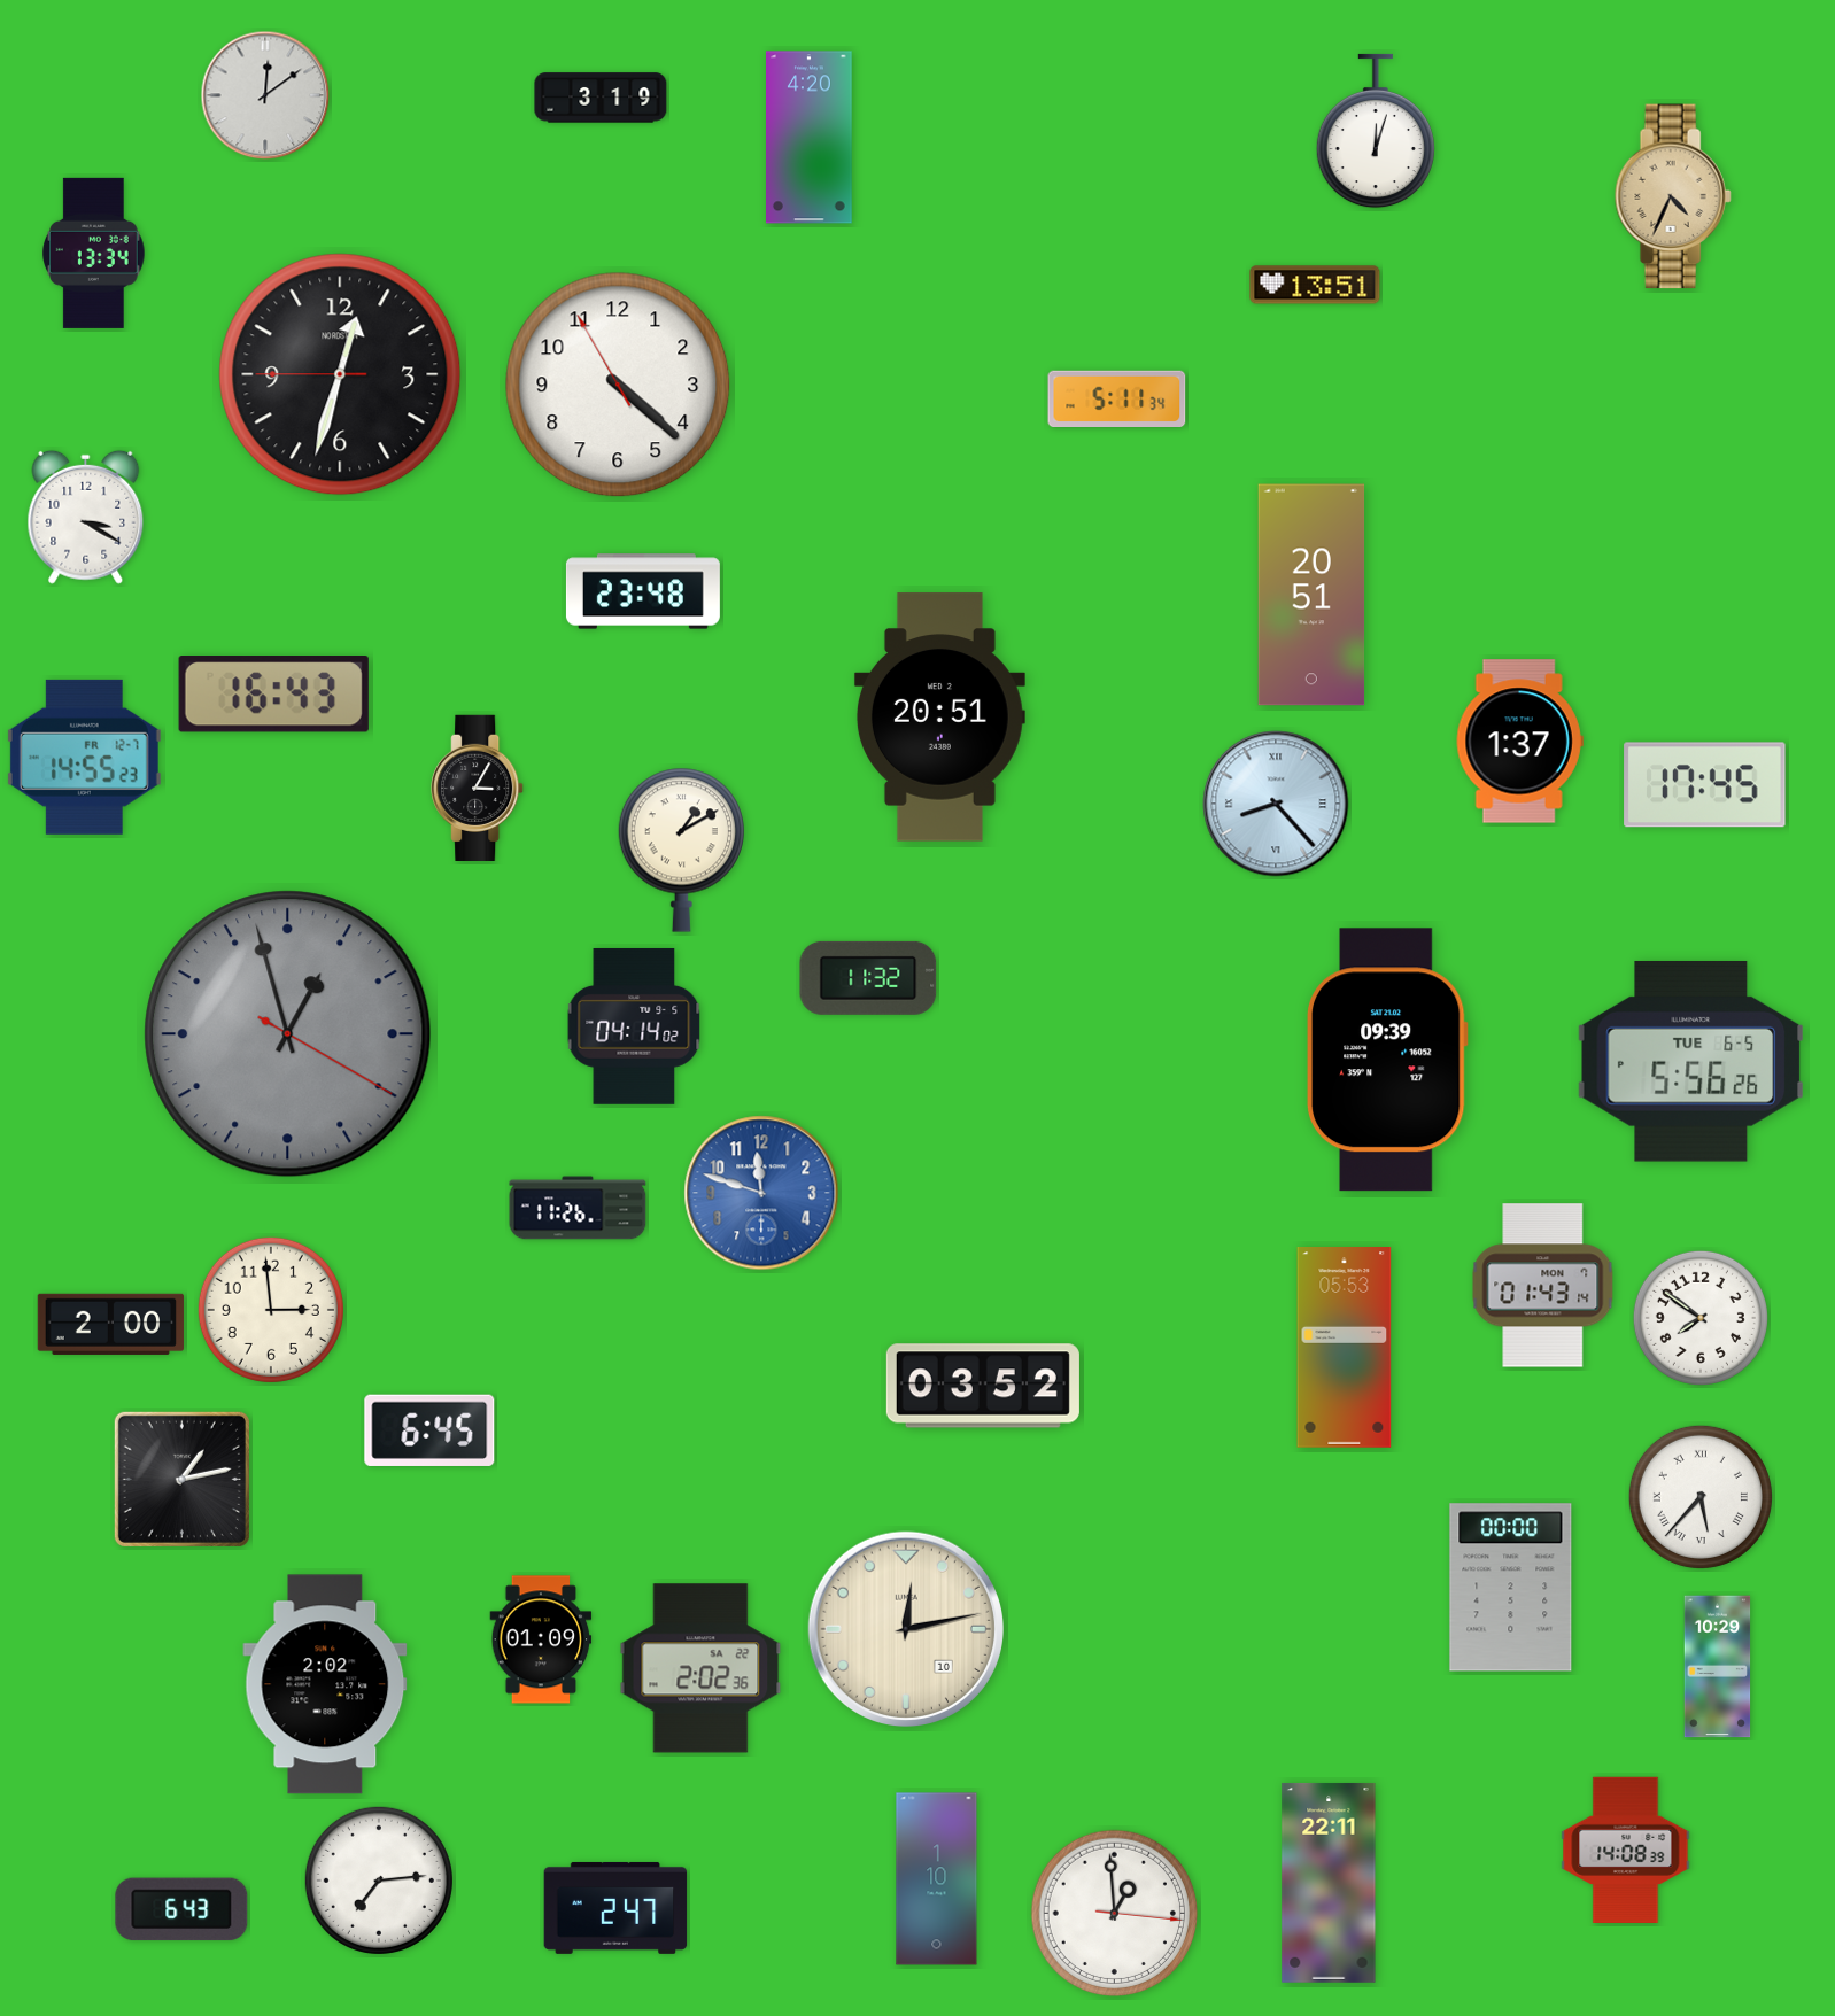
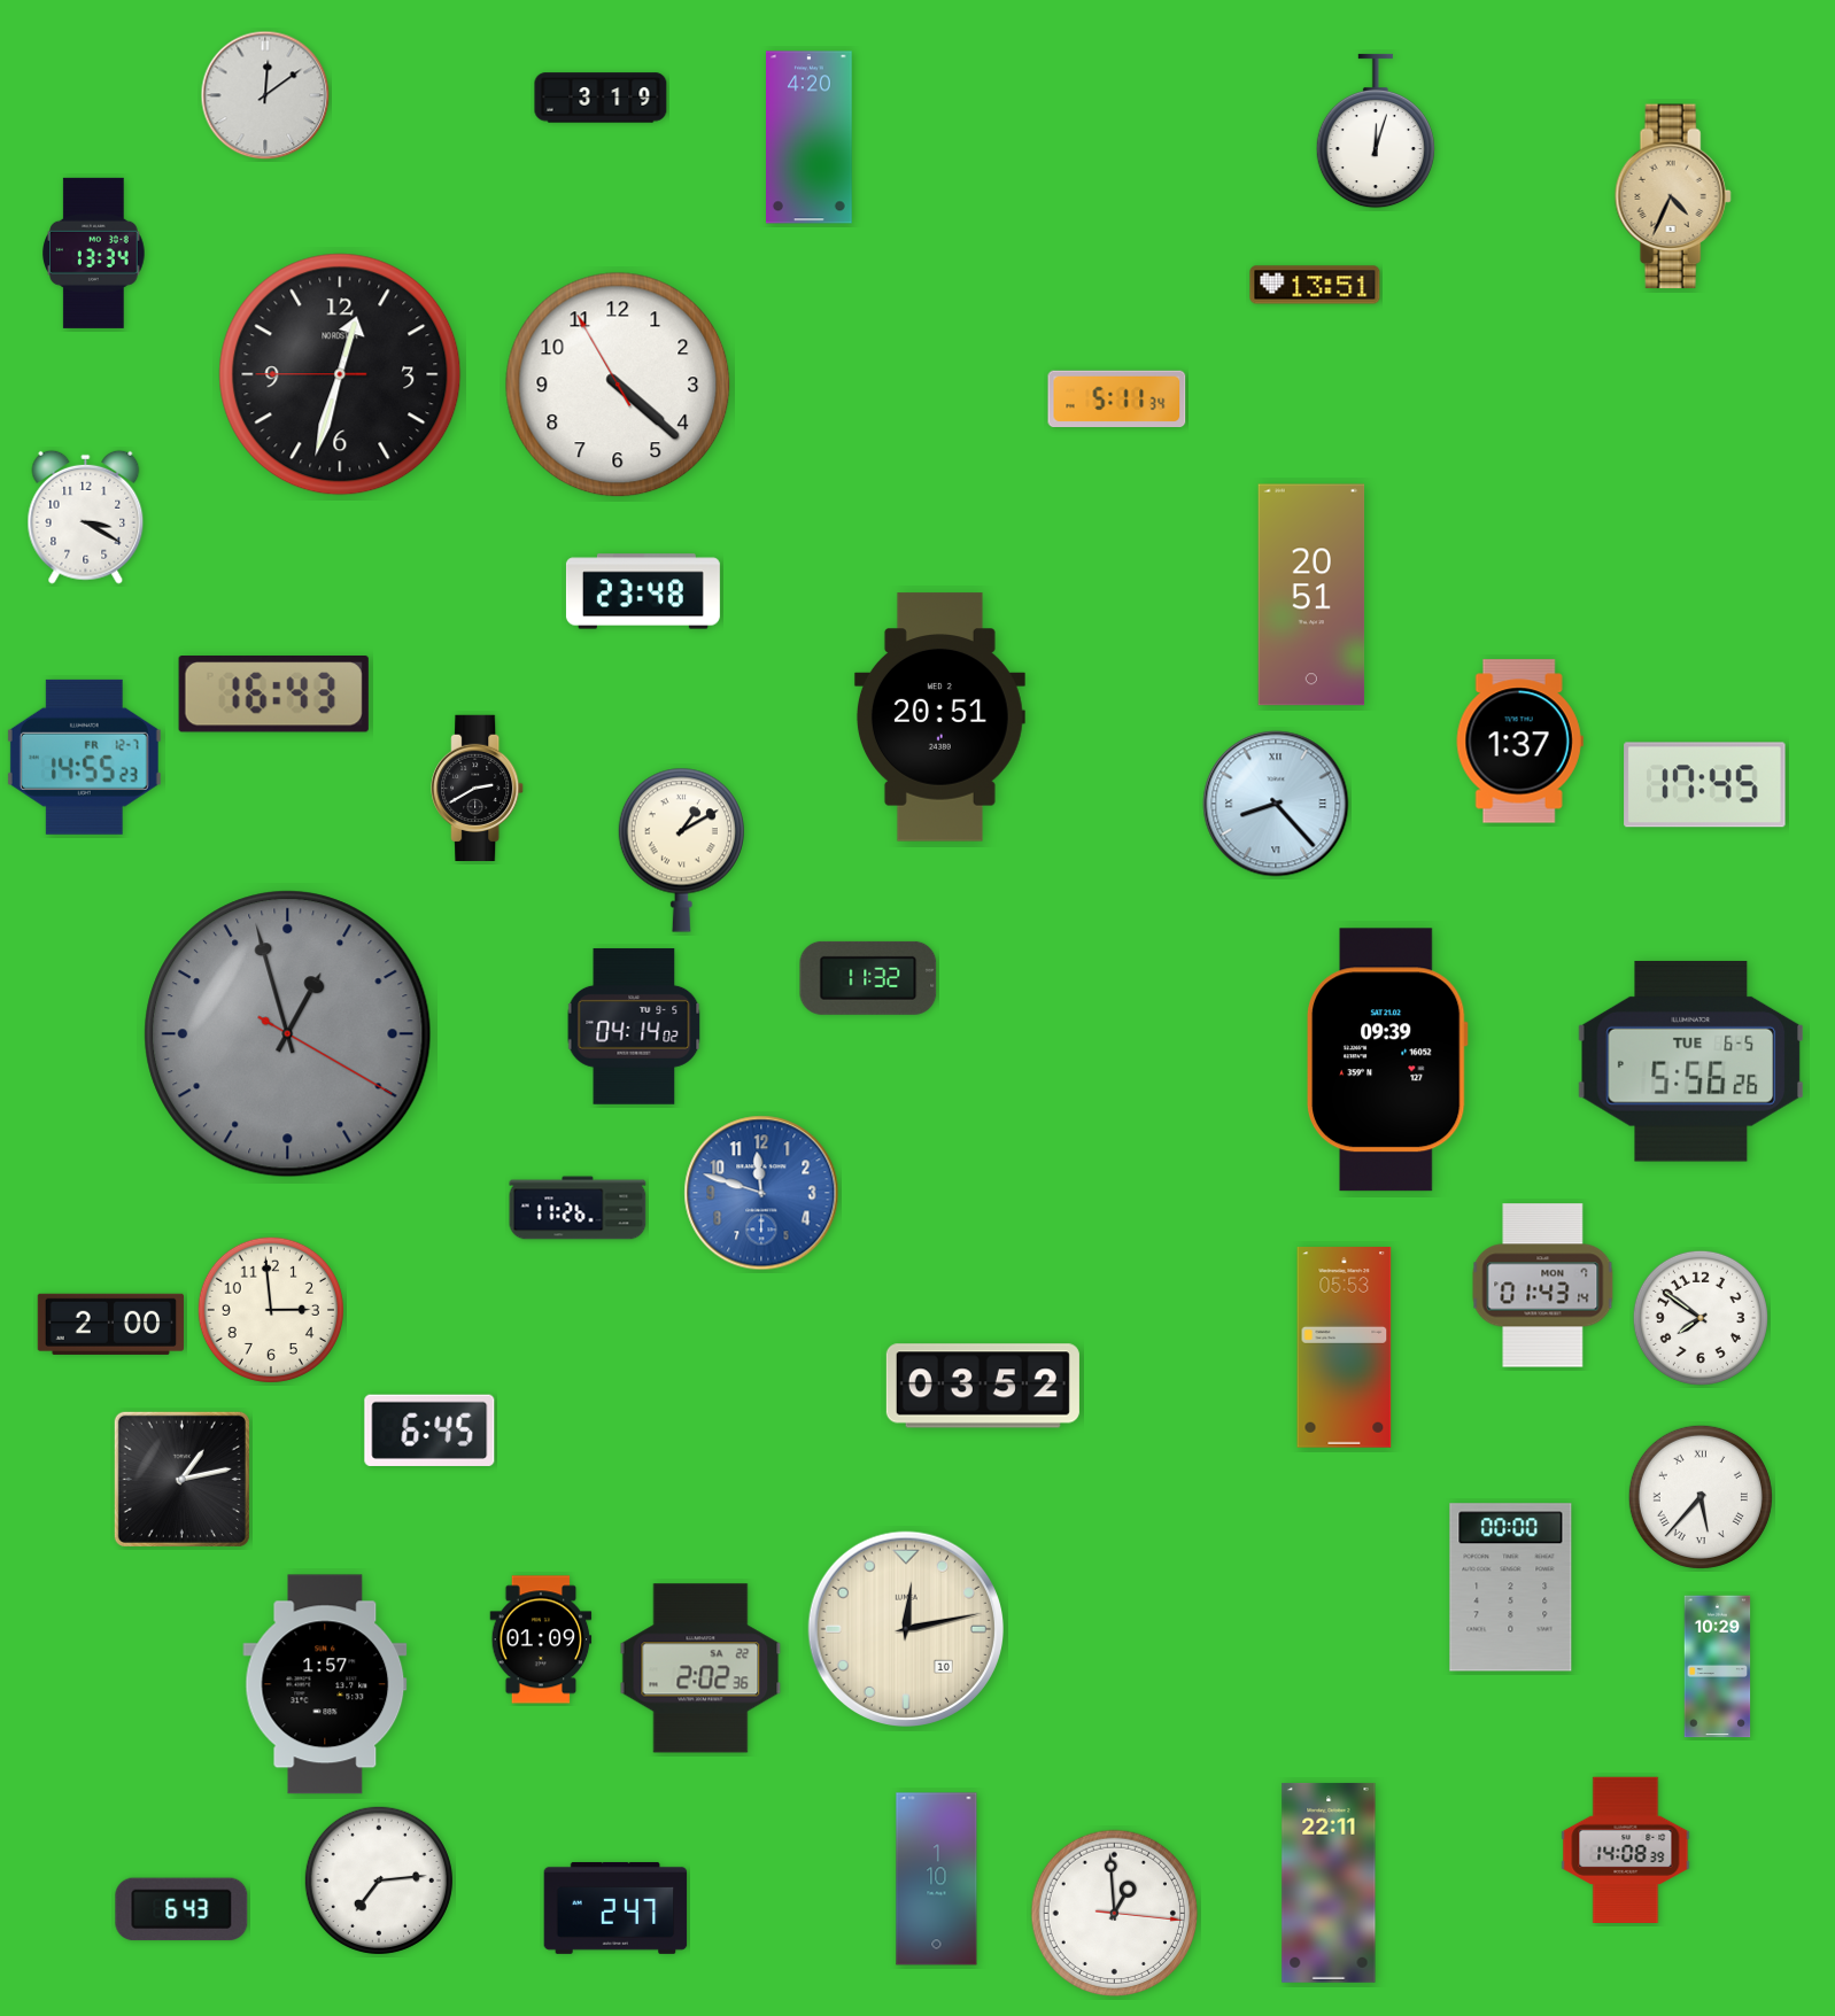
clock at (478, 788): 3:05 -> 2:40
clock at (325, 1684): 2:02 -> 1:57
